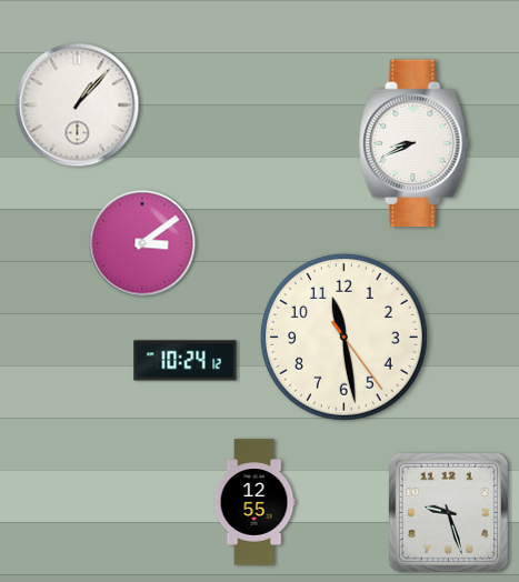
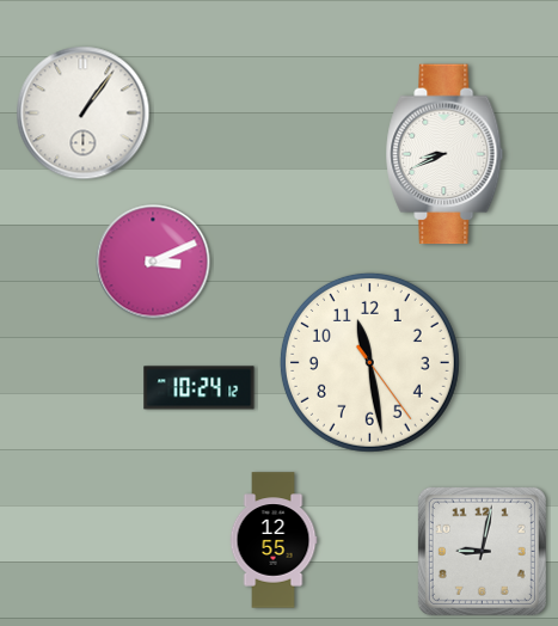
clock at (78, 106): 1:07 -> 1:06
clock at (142, 243): 3:09 -> 3:11
clock at (448, 512): 9:27 -> 9:02
